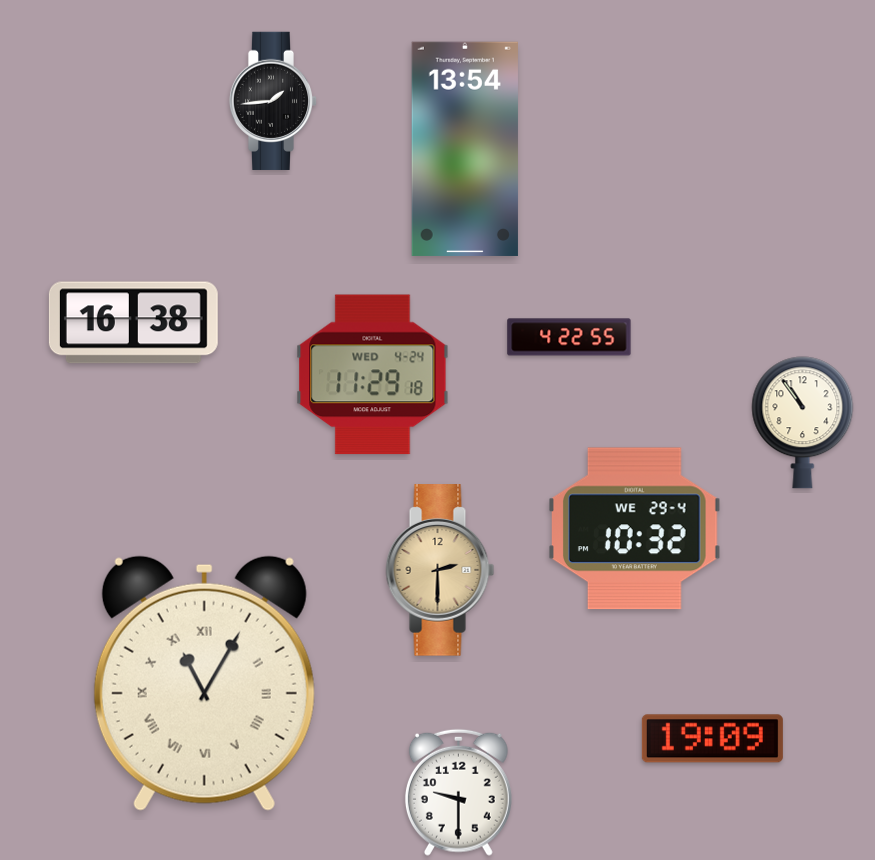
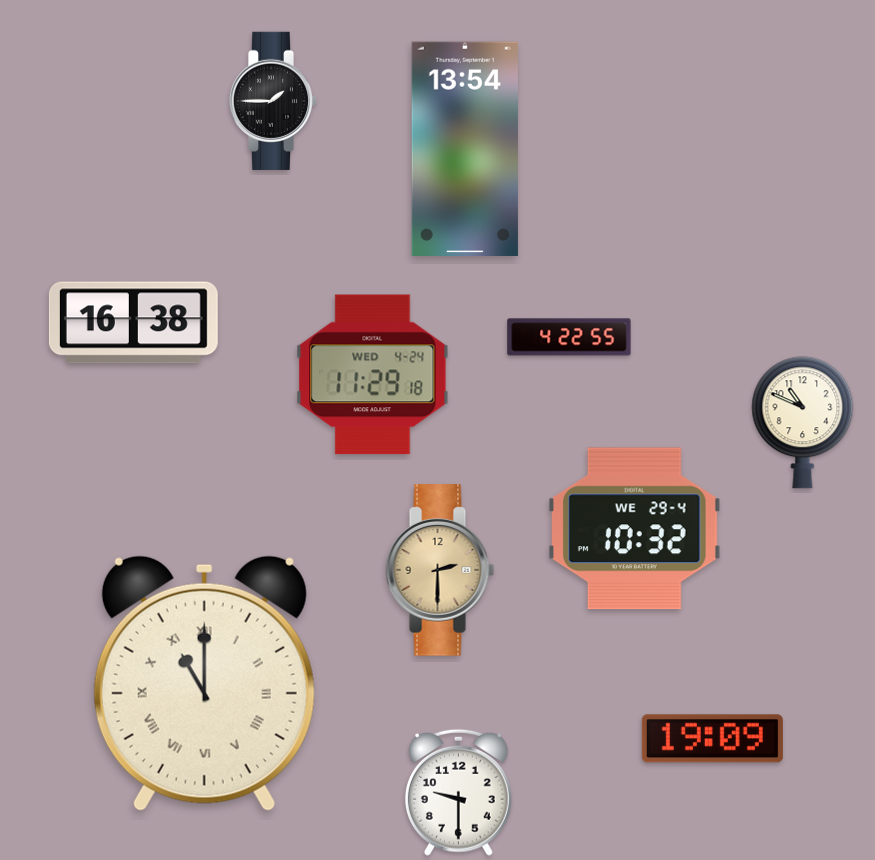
clock at (273, 101): 1:44 -> 1:45
clock at (803, 423): 10:54 -> 10:49
clock at (204, 683): 11:05 -> 11:00
